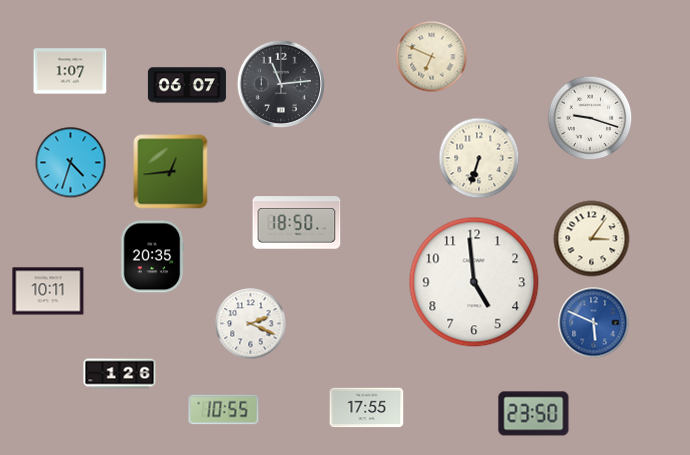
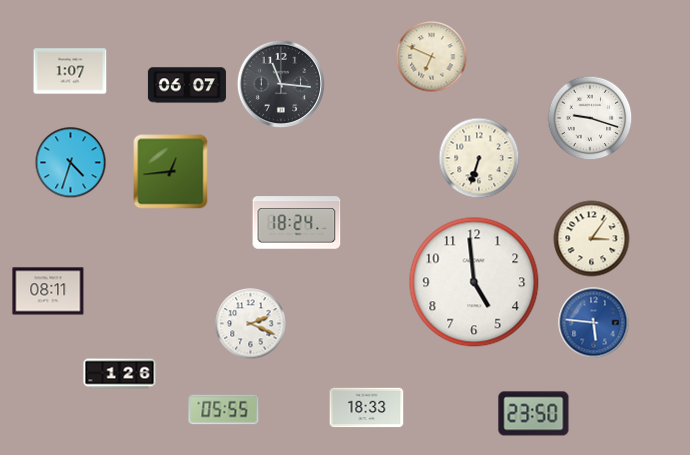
clock at (281, 84): 11:14 -> 11:16
clock at (297, 223): 18:50 -> 18:24
clock at (152, 257): 20:35 -> none
clock at (48, 291): 10:11 -> 08:11
clock at (594, 323): 5:49 -> 5:46
clock at (367, 408): 17:55 -> 18:33
clock at (224, 410): 10:55 -> 05:55
